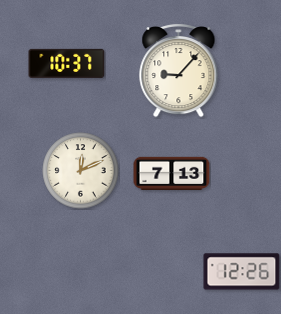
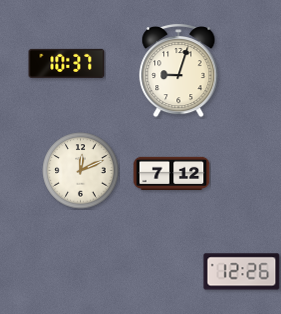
clock at (179, 70): 9:07 -> 9:03
clock at (172, 173): 7:13 -> 7:12
